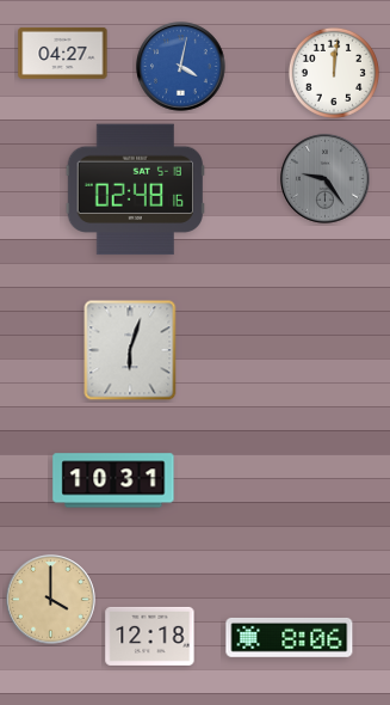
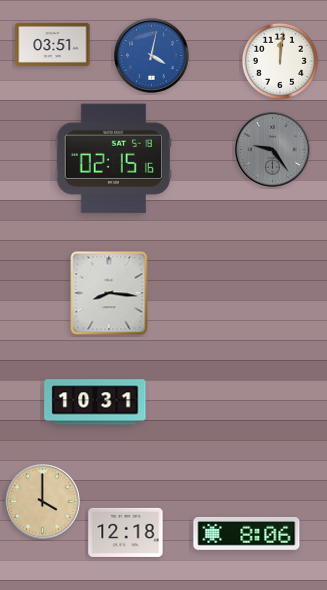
clock at (63, 53): 04:27 -> 03:51
clock at (135, 190): 02:48 -> 02:15
clock at (130, 350): 6:03 -> 8:16
clock at (290, 637) position: (290, 637) -> (247, 533)
